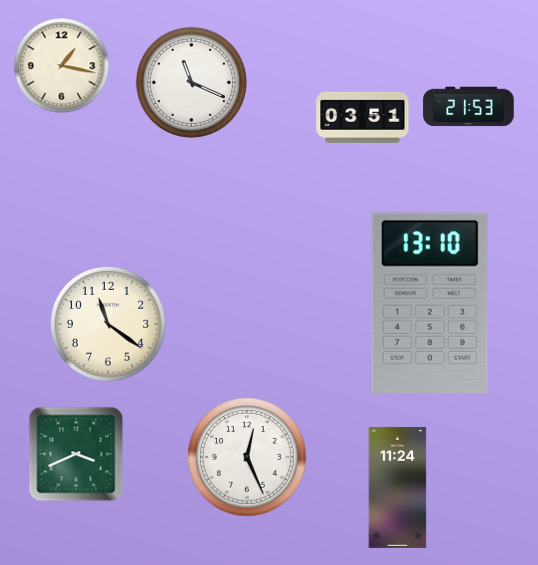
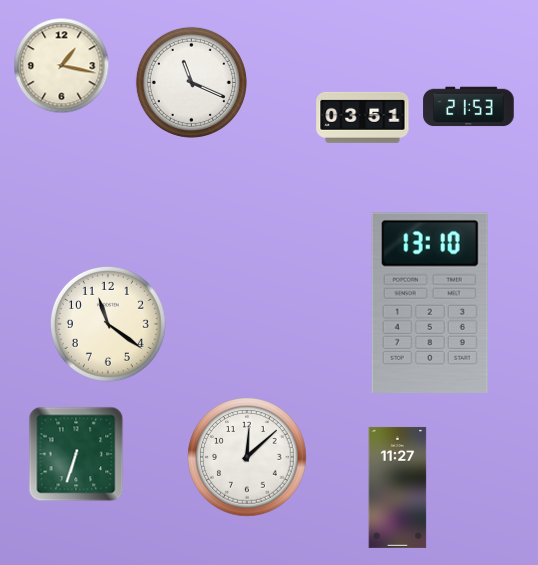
clock at (76, 454): 3:41 -> 6:33
clock at (247, 457): 12:26 -> 12:08
clock at (398, 487): 11:24 -> 11:27
